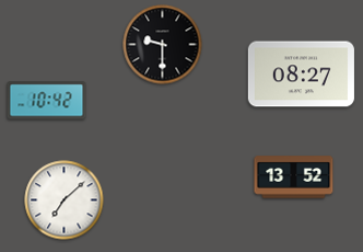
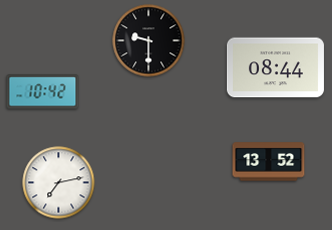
clock at (301, 75): 08:27 -> 08:44
clock at (65, 201): 7:08 -> 7:13
